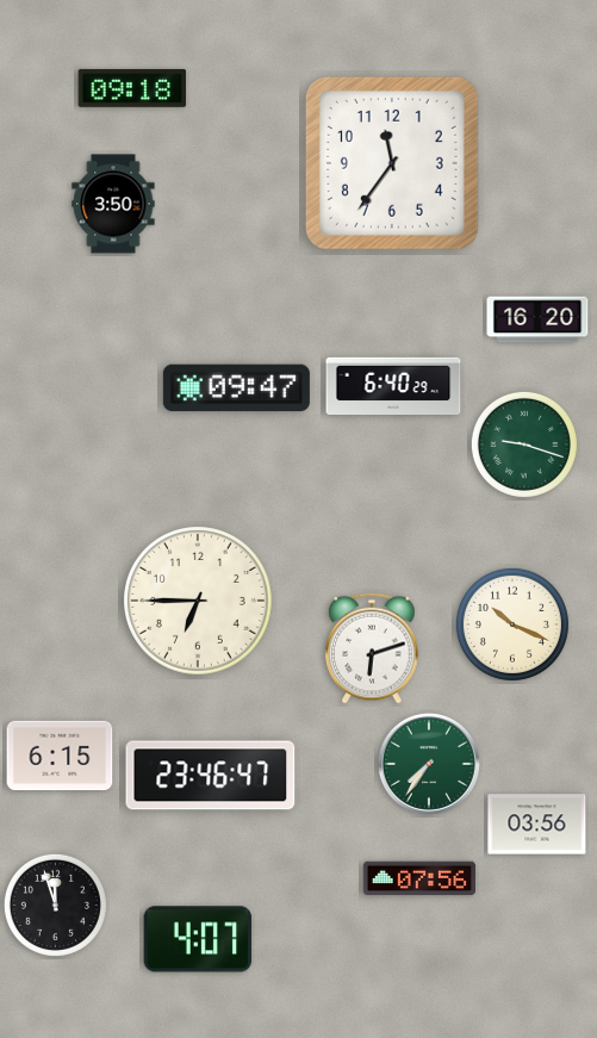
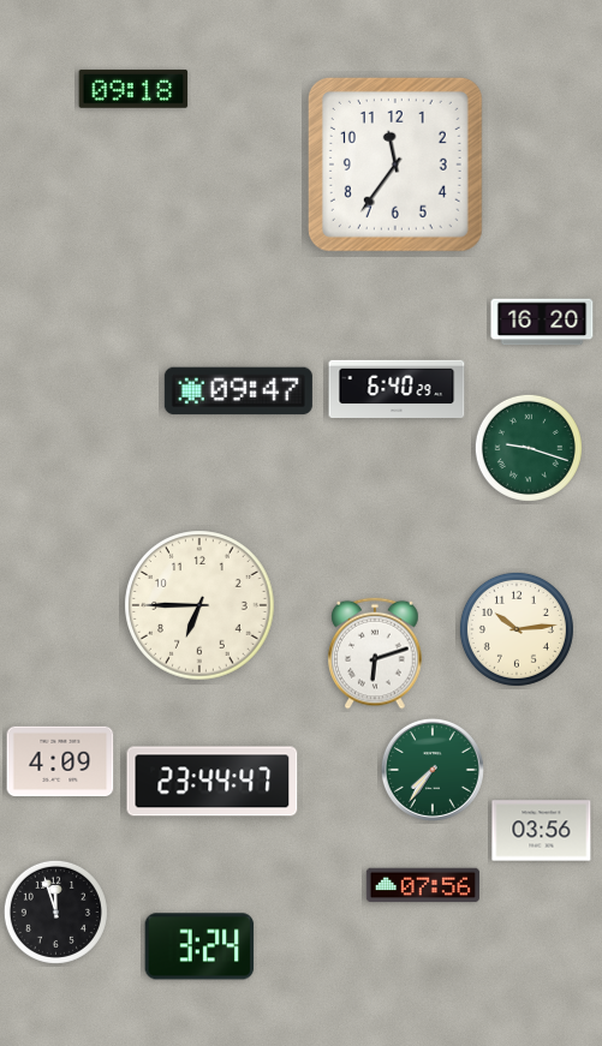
clock at (113, 204): 3:50 -> none
clock at (512, 624): 10:19 -> 10:14
clock at (60, 756): 6:15 -> 4:09
clock at (211, 776): 23:46 -> 23:44
clock at (198, 939): 4:07 -> 3:24
